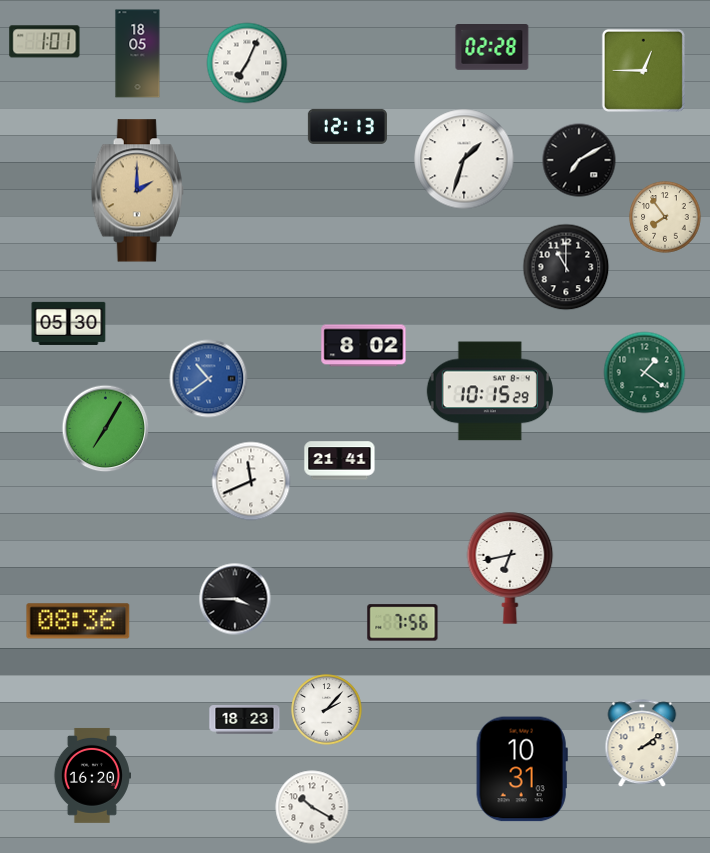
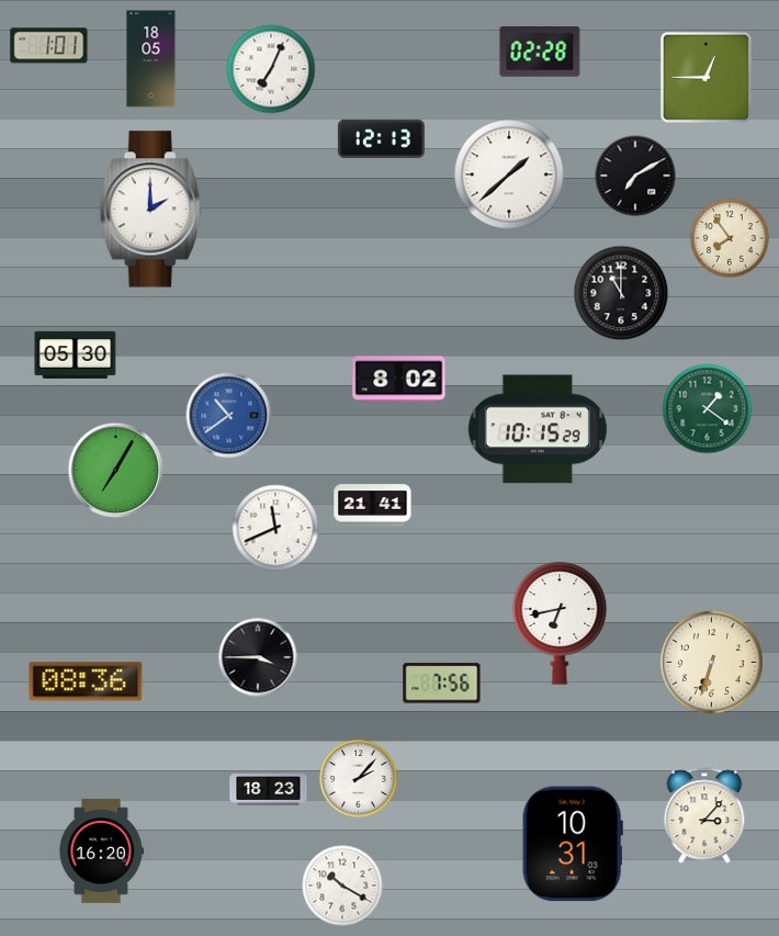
clock at (464, 159): 1:33 -> 1:38
clock at (137, 191) dial: champagne -> white
clock at (711, 662): none -> 6:33
clock at (642, 744): 2:09 -> 3:07
